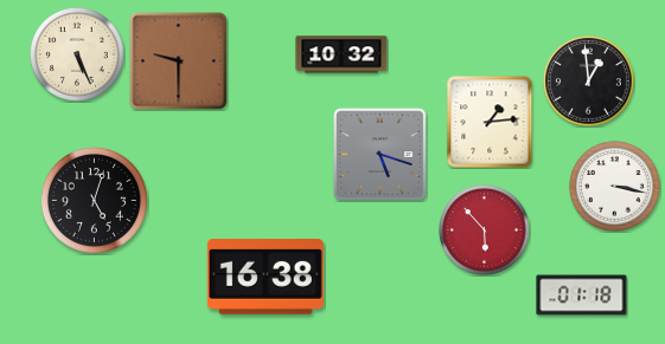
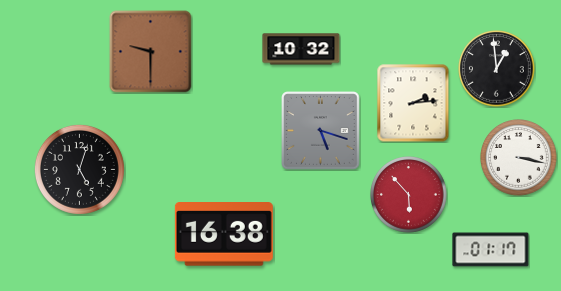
clock at (341, 54) position: (341, 54) -> (301, 49)
clock at (78, 56): 5:26 -> none
clock at (490, 122): 1:14 -> 2:14
clock at (582, 296): 01:18 -> 01:17
